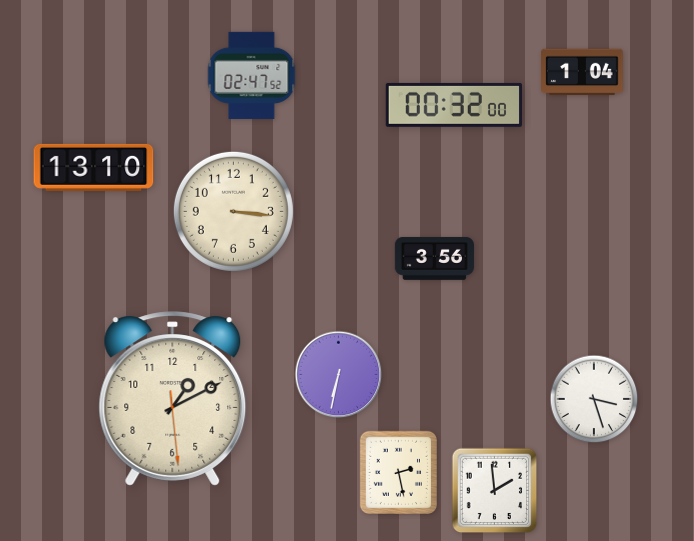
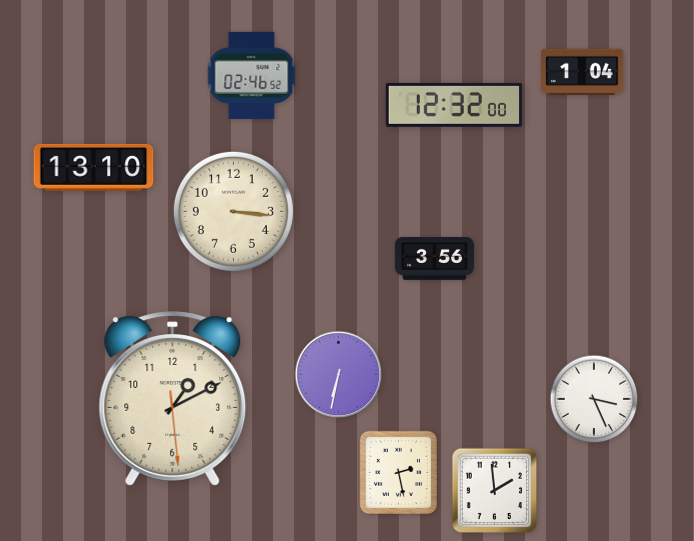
clock at (252, 75): 02:47 -> 02:46
clock at (453, 105): 00:32 -> 12:32
clock at (594, 399): 3:27 -> 3:26
